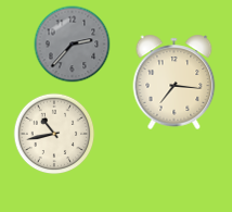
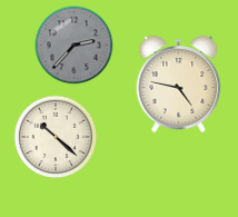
clock at (175, 82): 7:16 -> 4:47
clock at (54, 134): 10:43 -> 10:22
